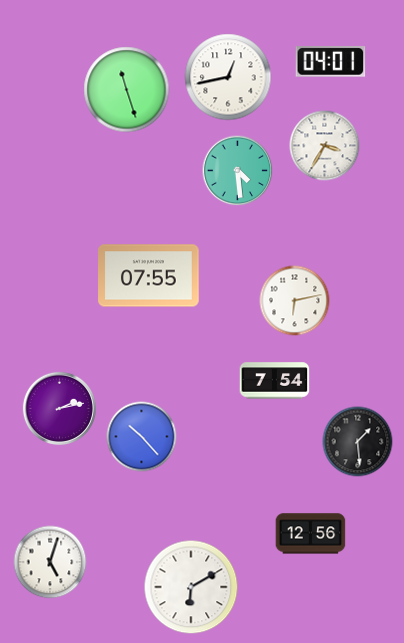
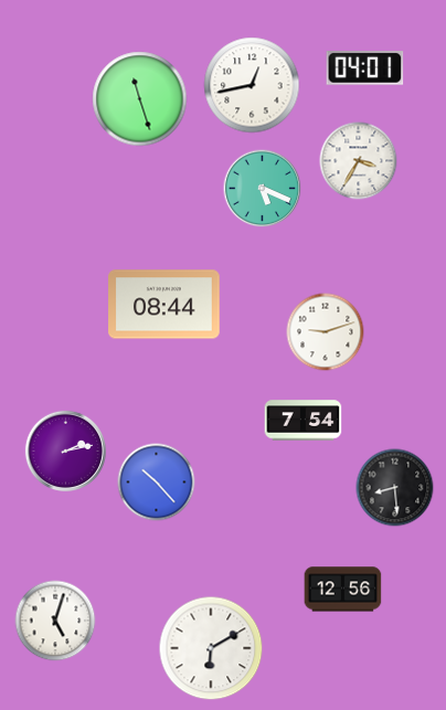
clock at (238, 171): 4:29 -> 5:19
clock at (149, 276): 07:55 -> 08:44
clock at (295, 301): 6:13 -> 9:12
clock at (358, 442): 1:29 -> 8:29
